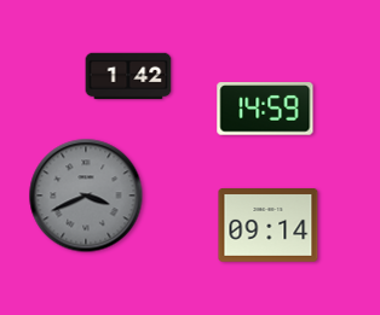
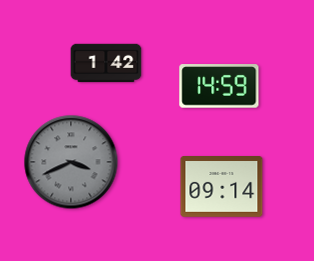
clock at (265, 109) position: (265, 109) -> (219, 86)
